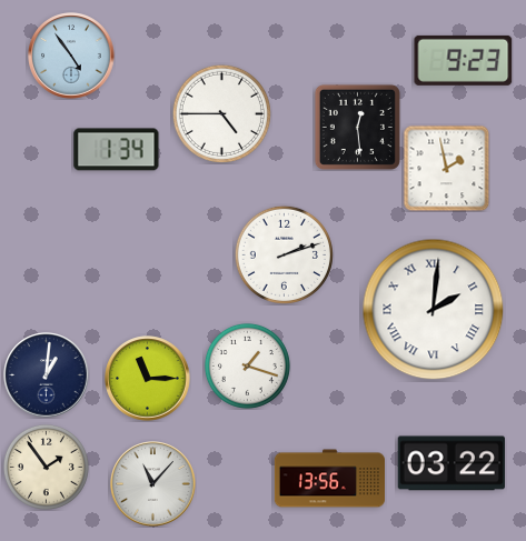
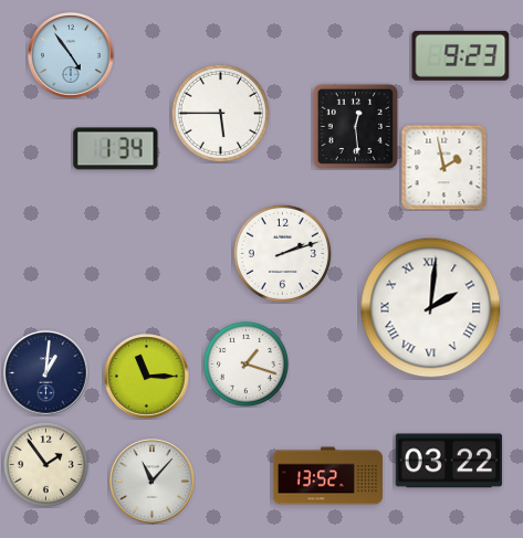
clock at (464, 60) position: (464, 60) -> (461, 55)
clock at (221, 113): 4:45 -> 5:45
clock at (329, 479): 13:56 -> 13:52
